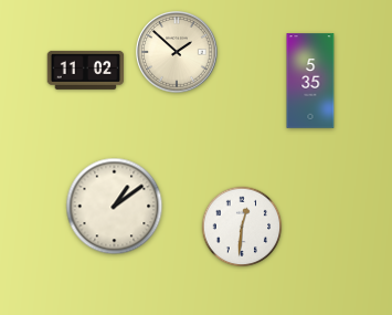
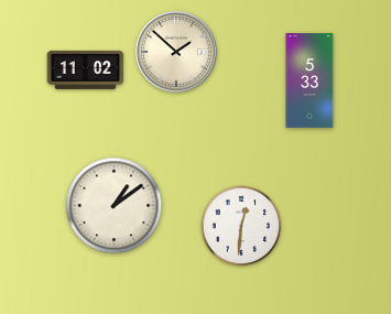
clock at (310, 81): 5:35 -> 5:33
